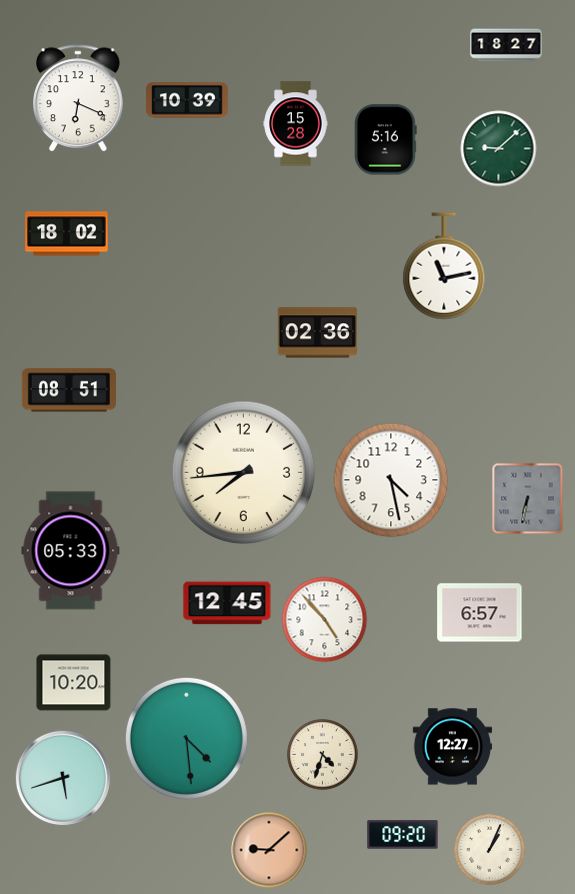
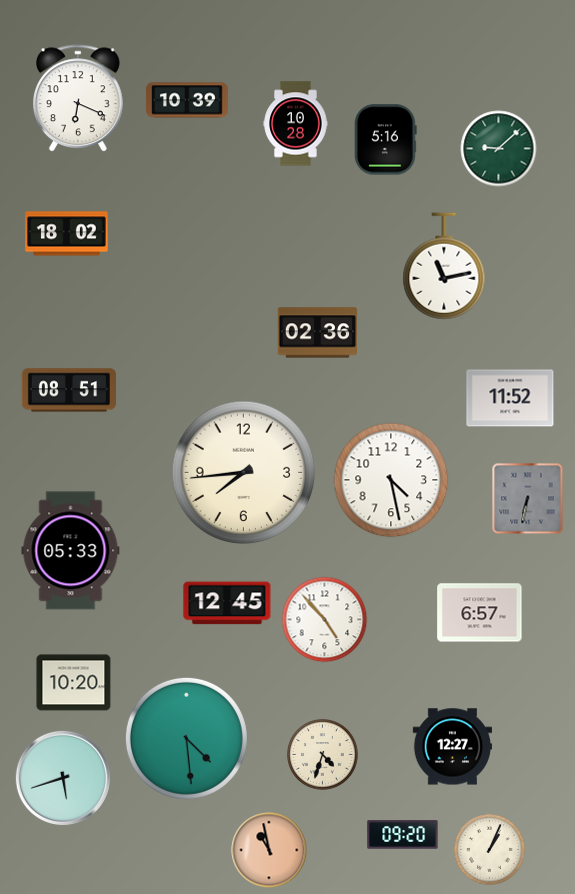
clock at (506, 45): 18:27 -> none
clock at (296, 124): 15:28 -> 10:28
clock at (510, 398): none -> 11:52
clock at (269, 850): 9:08 -> 10:58
